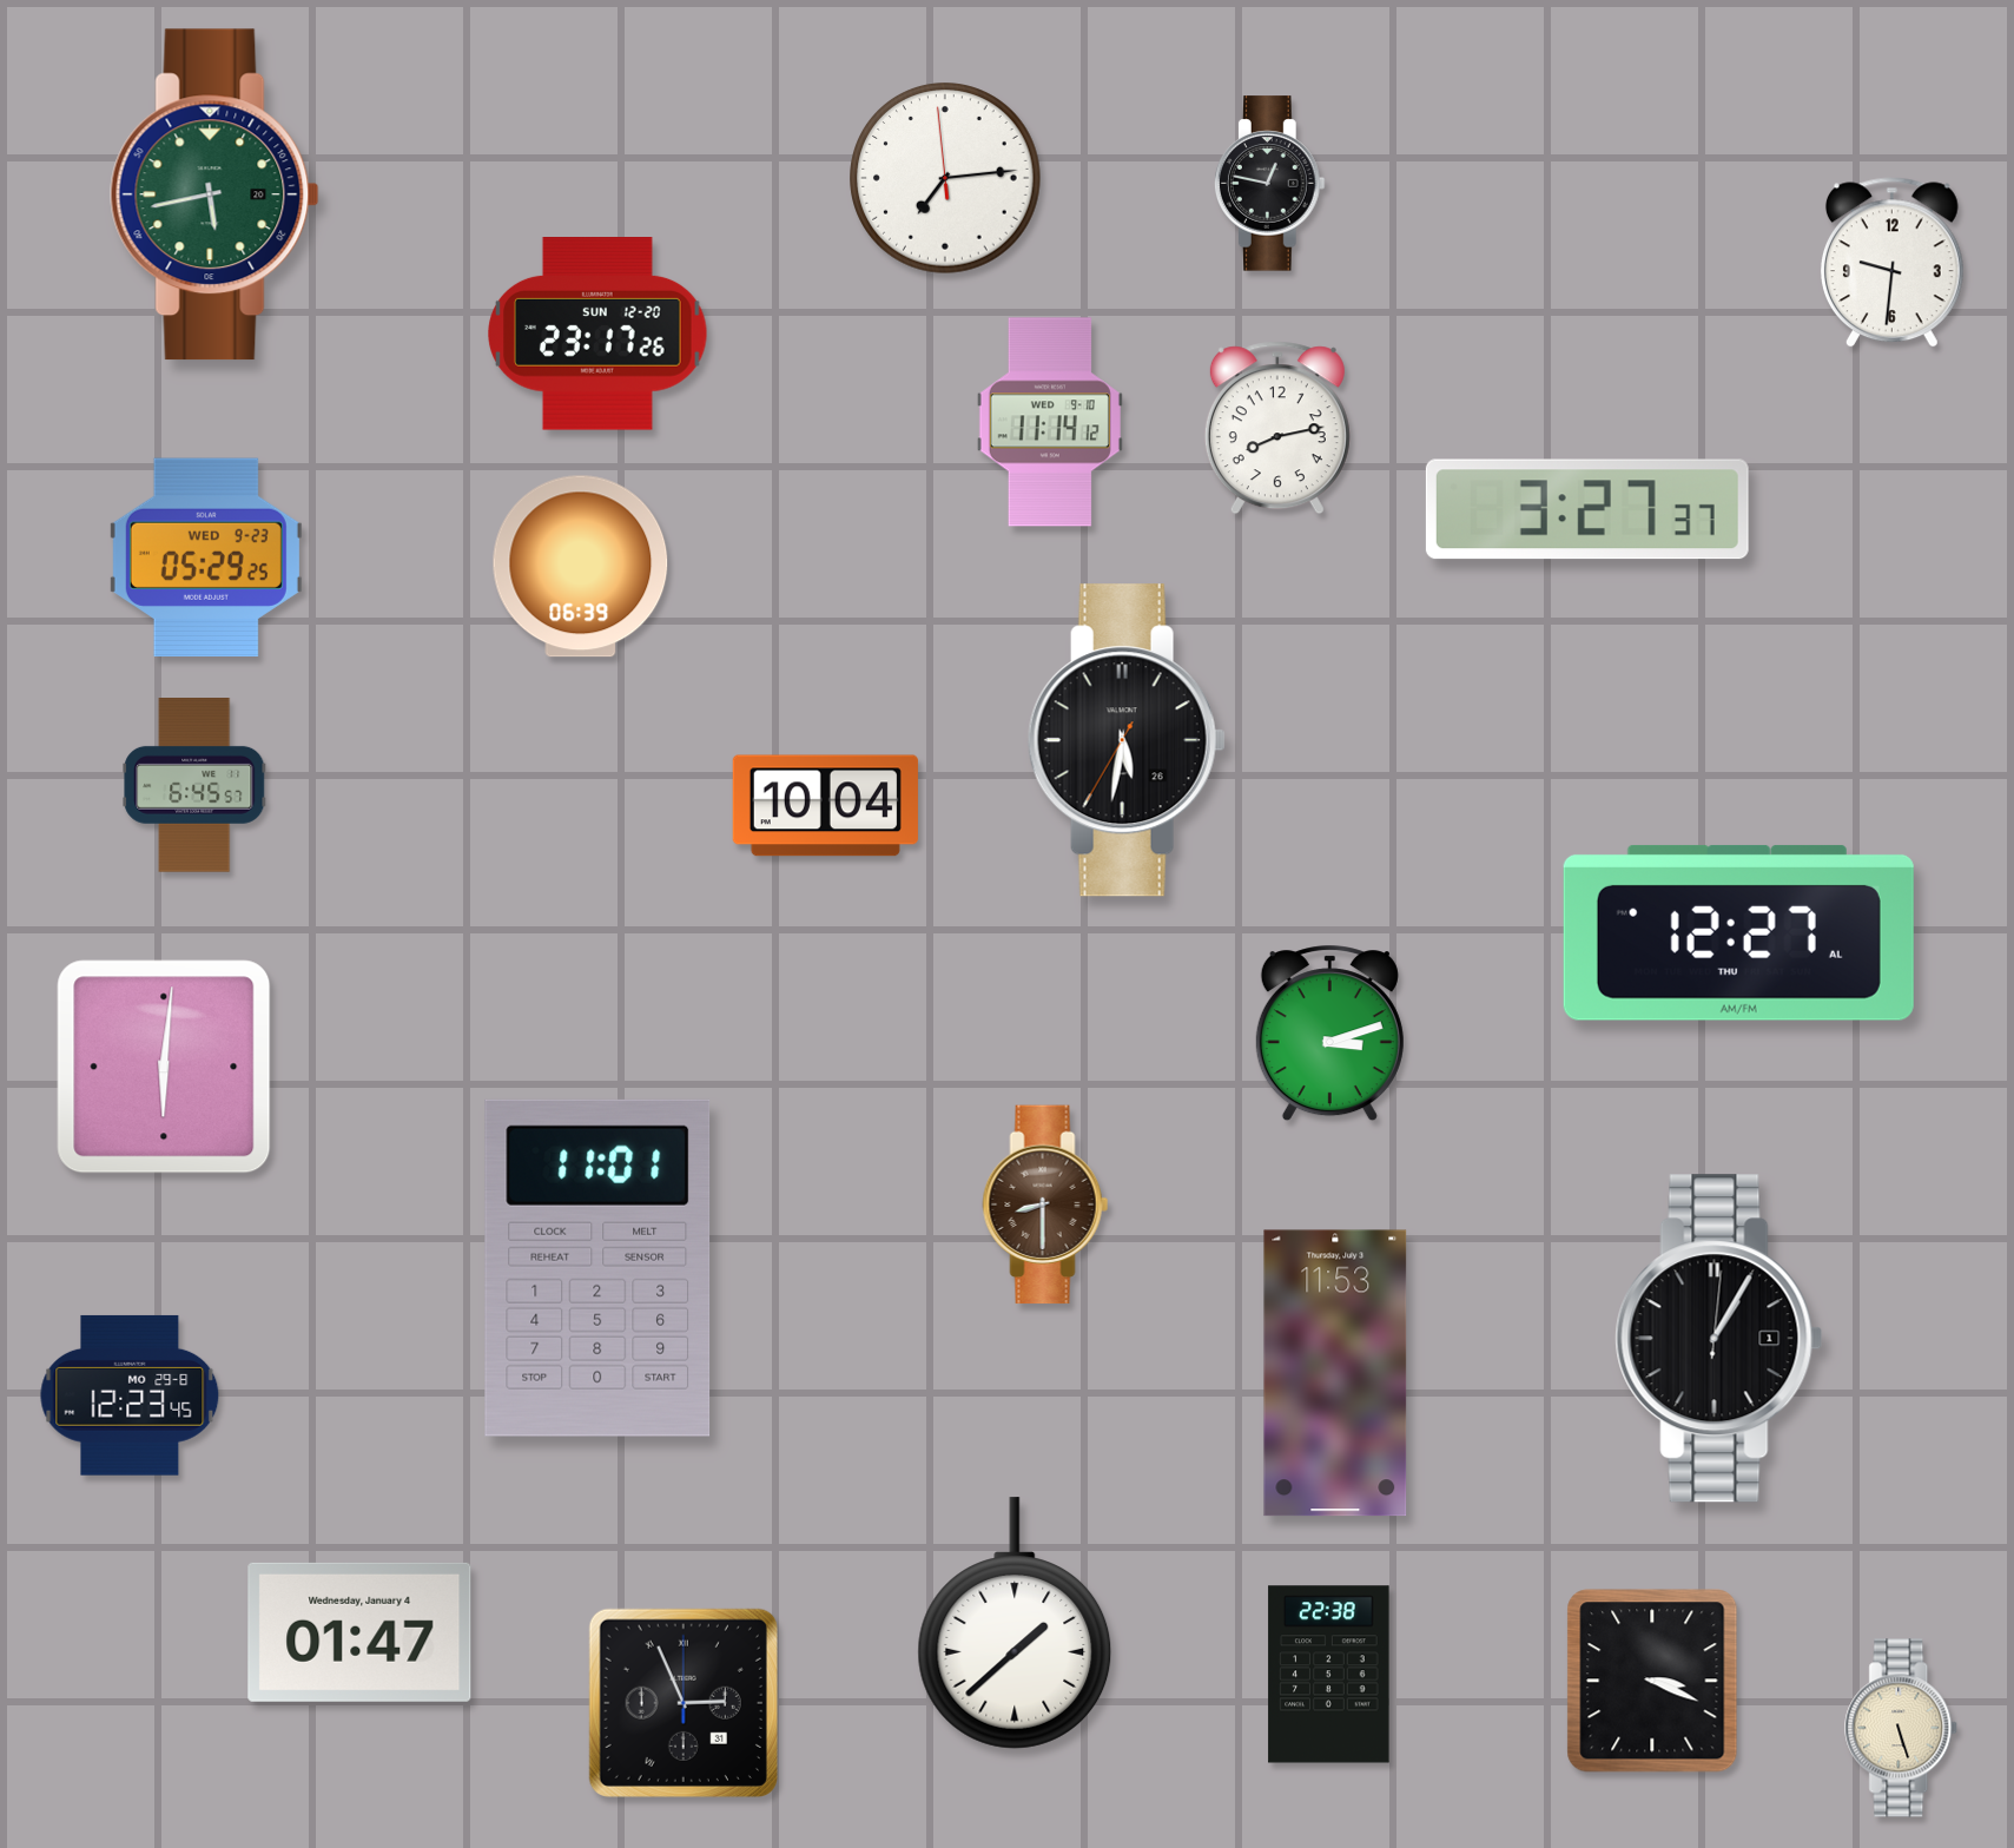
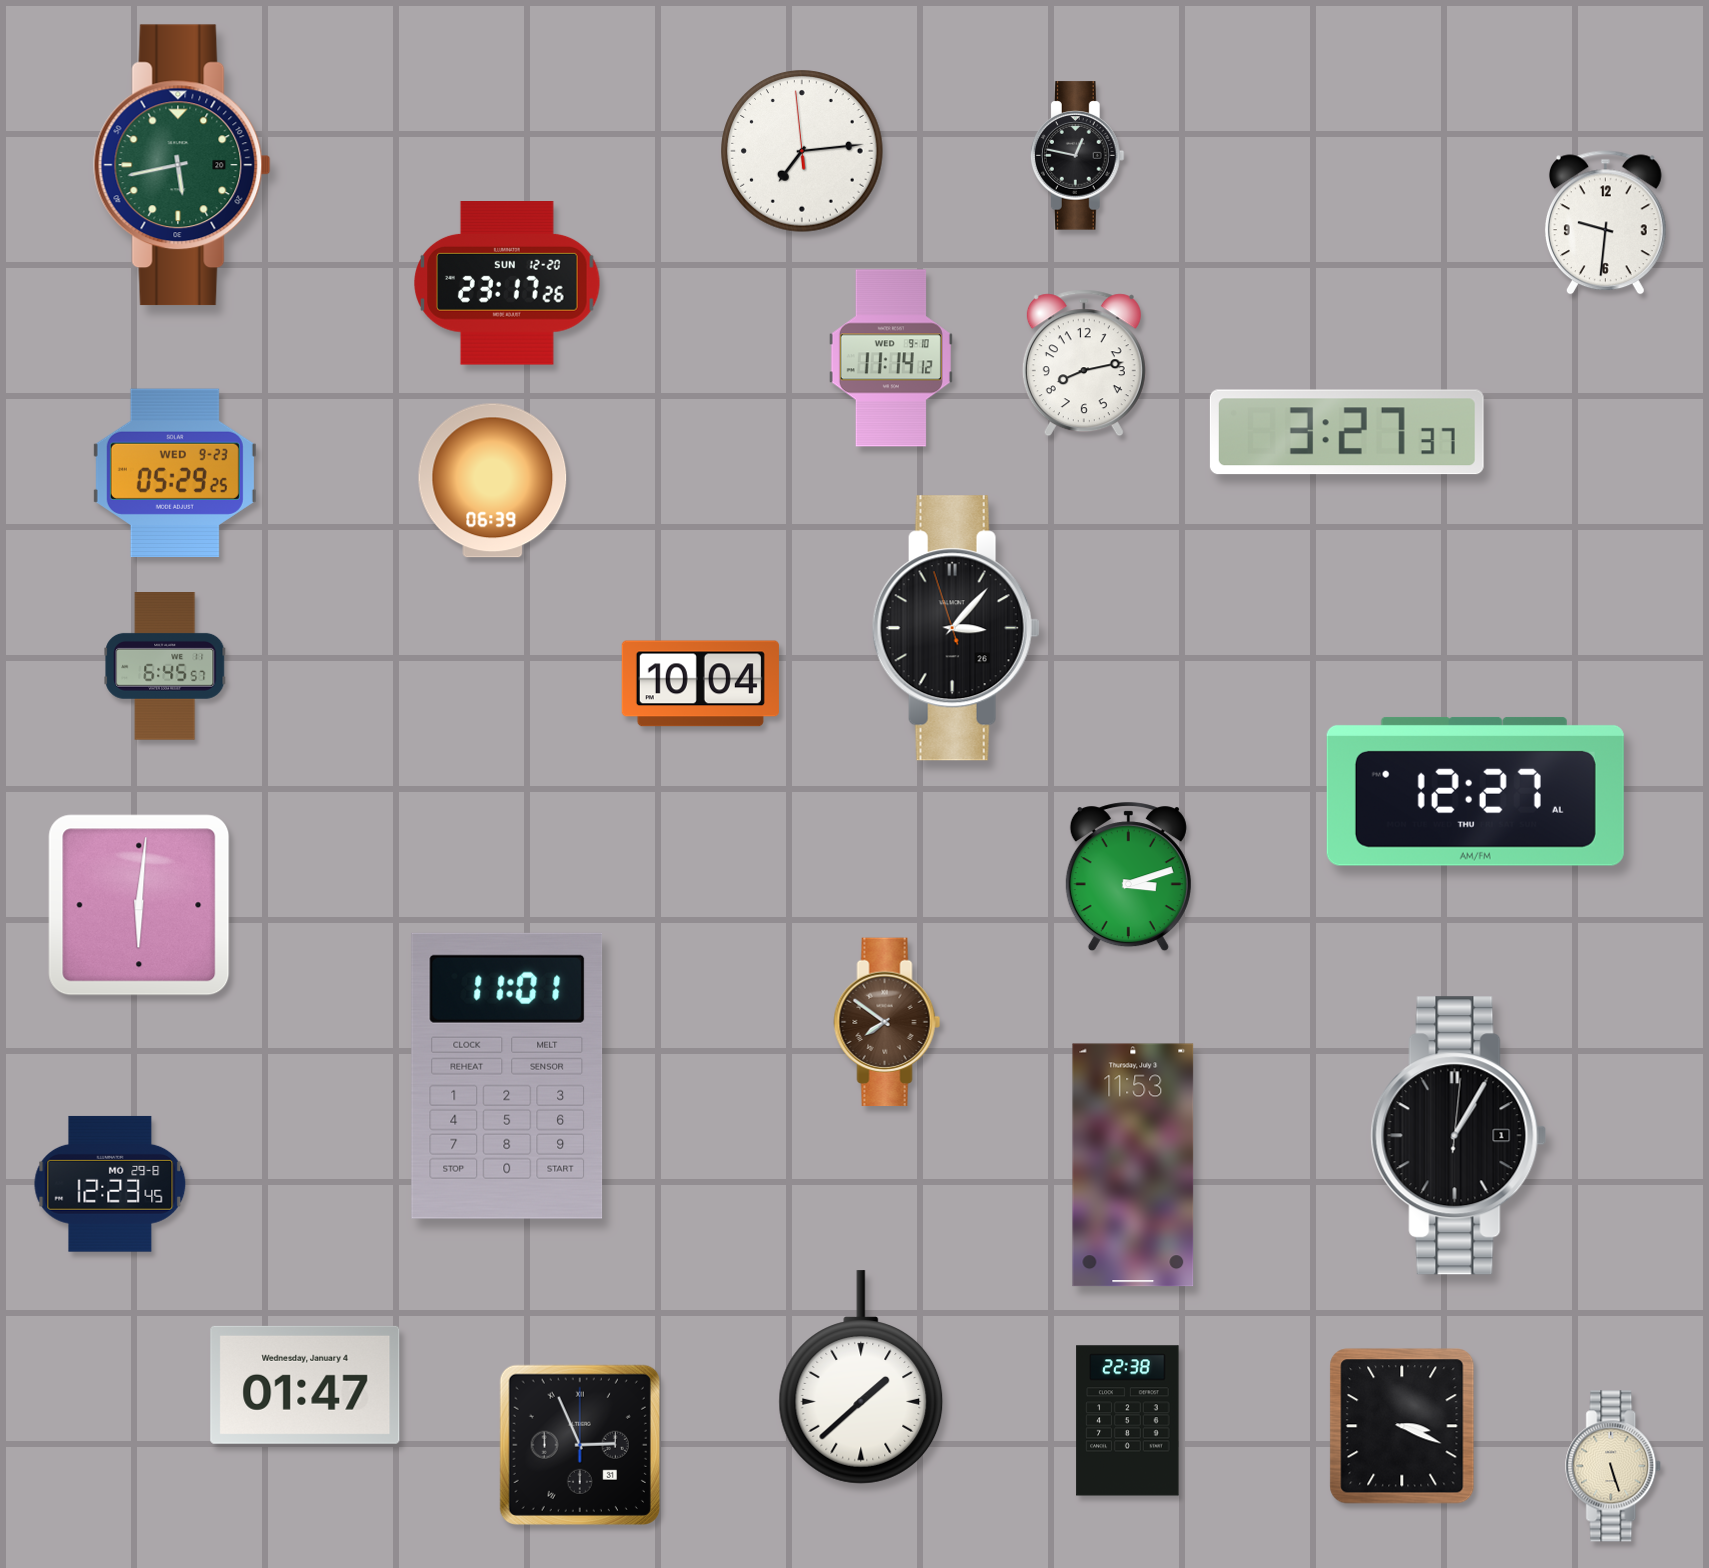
clock at (1127, 740): 5:31 -> 3:06
clock at (1045, 1204): 8:30 -> 7:51
